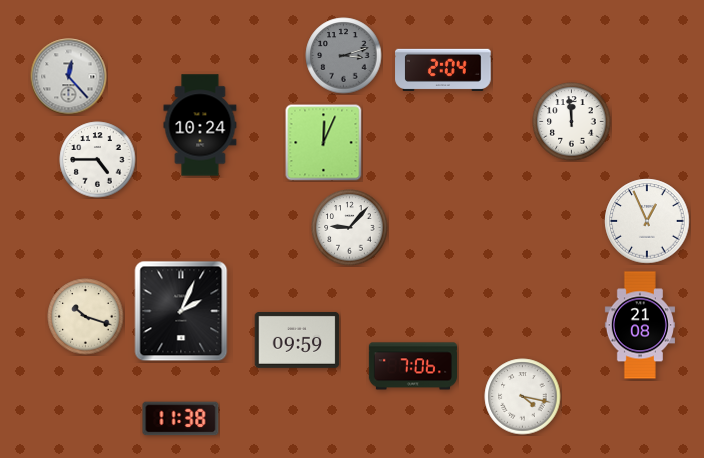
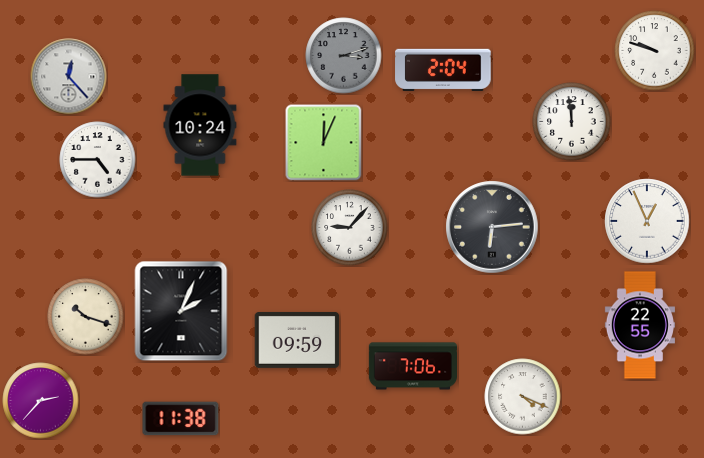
clock at (655, 51): none -> 9:48
clock at (492, 227): none -> 6:14
clock at (640, 325): 21:08 -> 22:55
clock at (523, 397): 4:17 -> 4:19
clock at (41, 401): none -> 2:37
